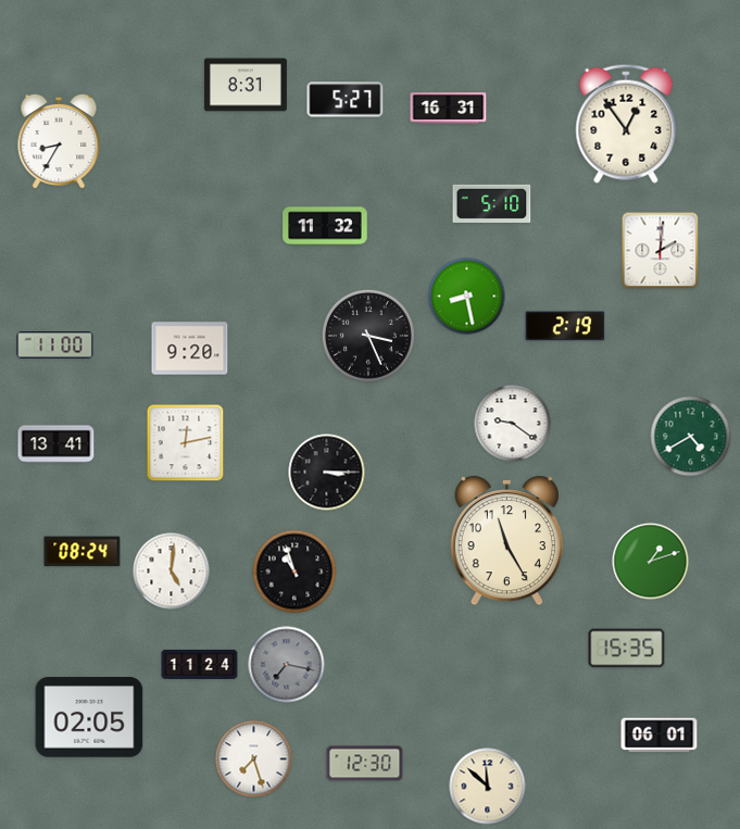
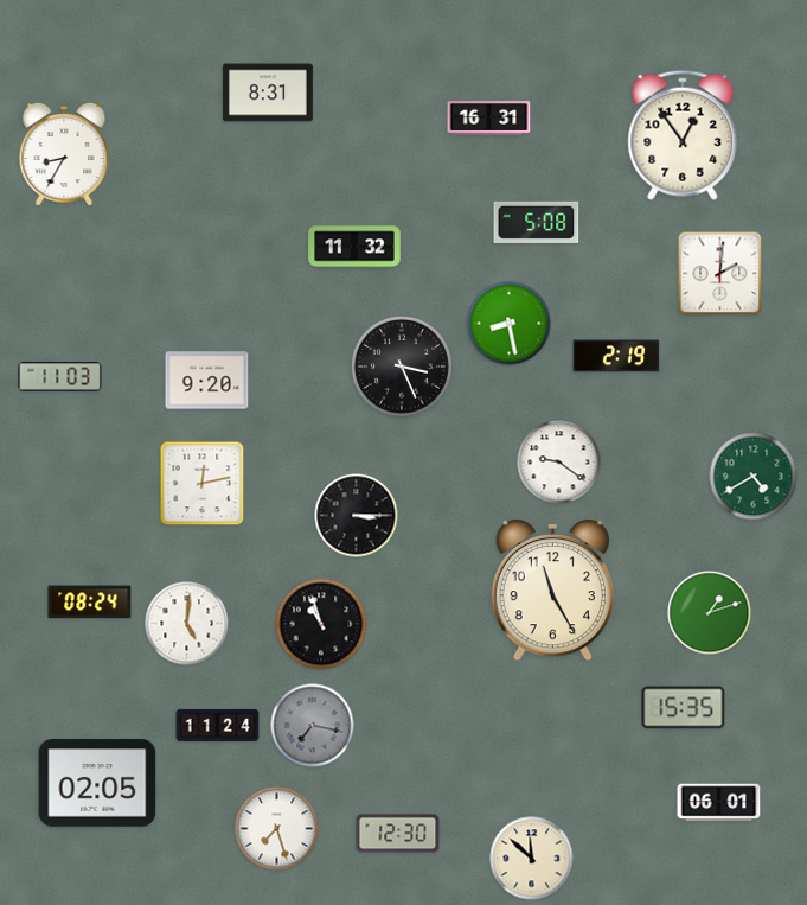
clock at (346, 100): 5:27 -> none
clock at (492, 203): 5:10 -> 5:08
clock at (55, 346): 11:00 -> 11:03
clock at (57, 444): 13:41 -> none
